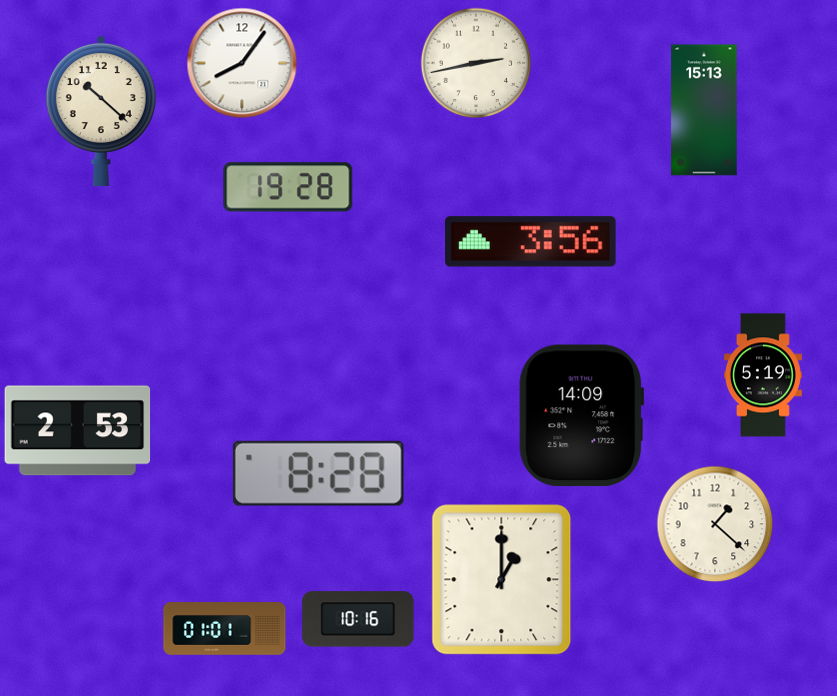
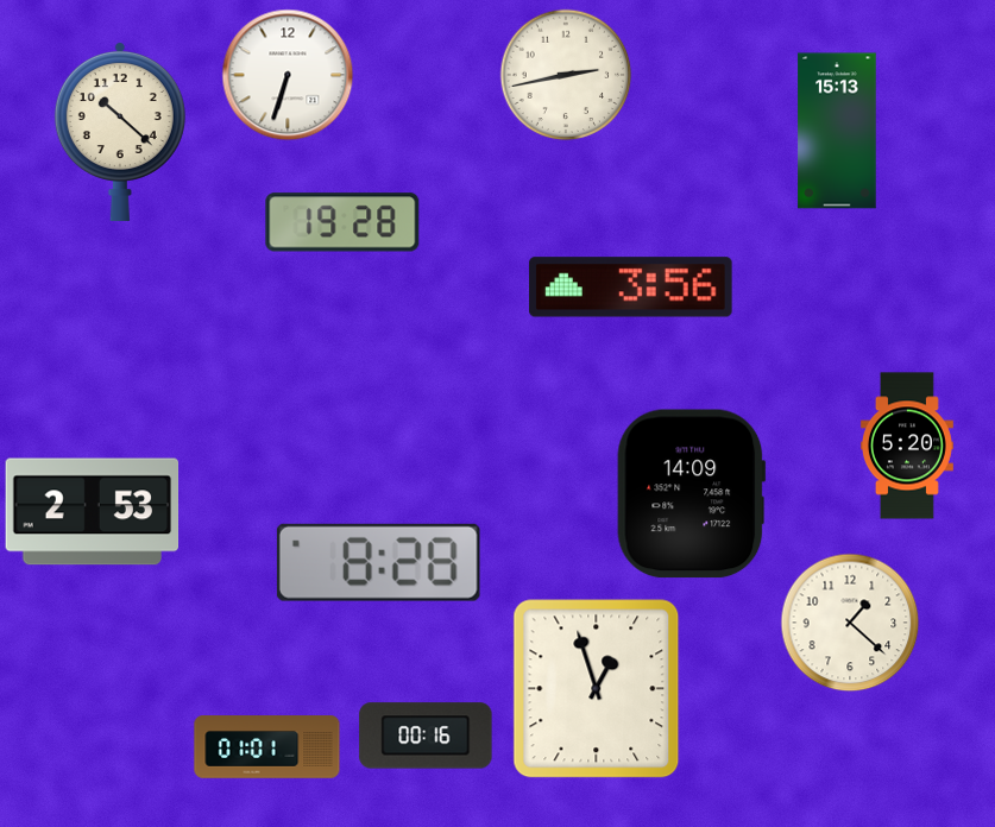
clock at (242, 63): 8:06 -> 6:33
clock at (763, 375): 5:19 -> 5:20
clock at (502, 580): 1:00 -> 12:57
clock at (358, 619): 10:16 -> 00:16
